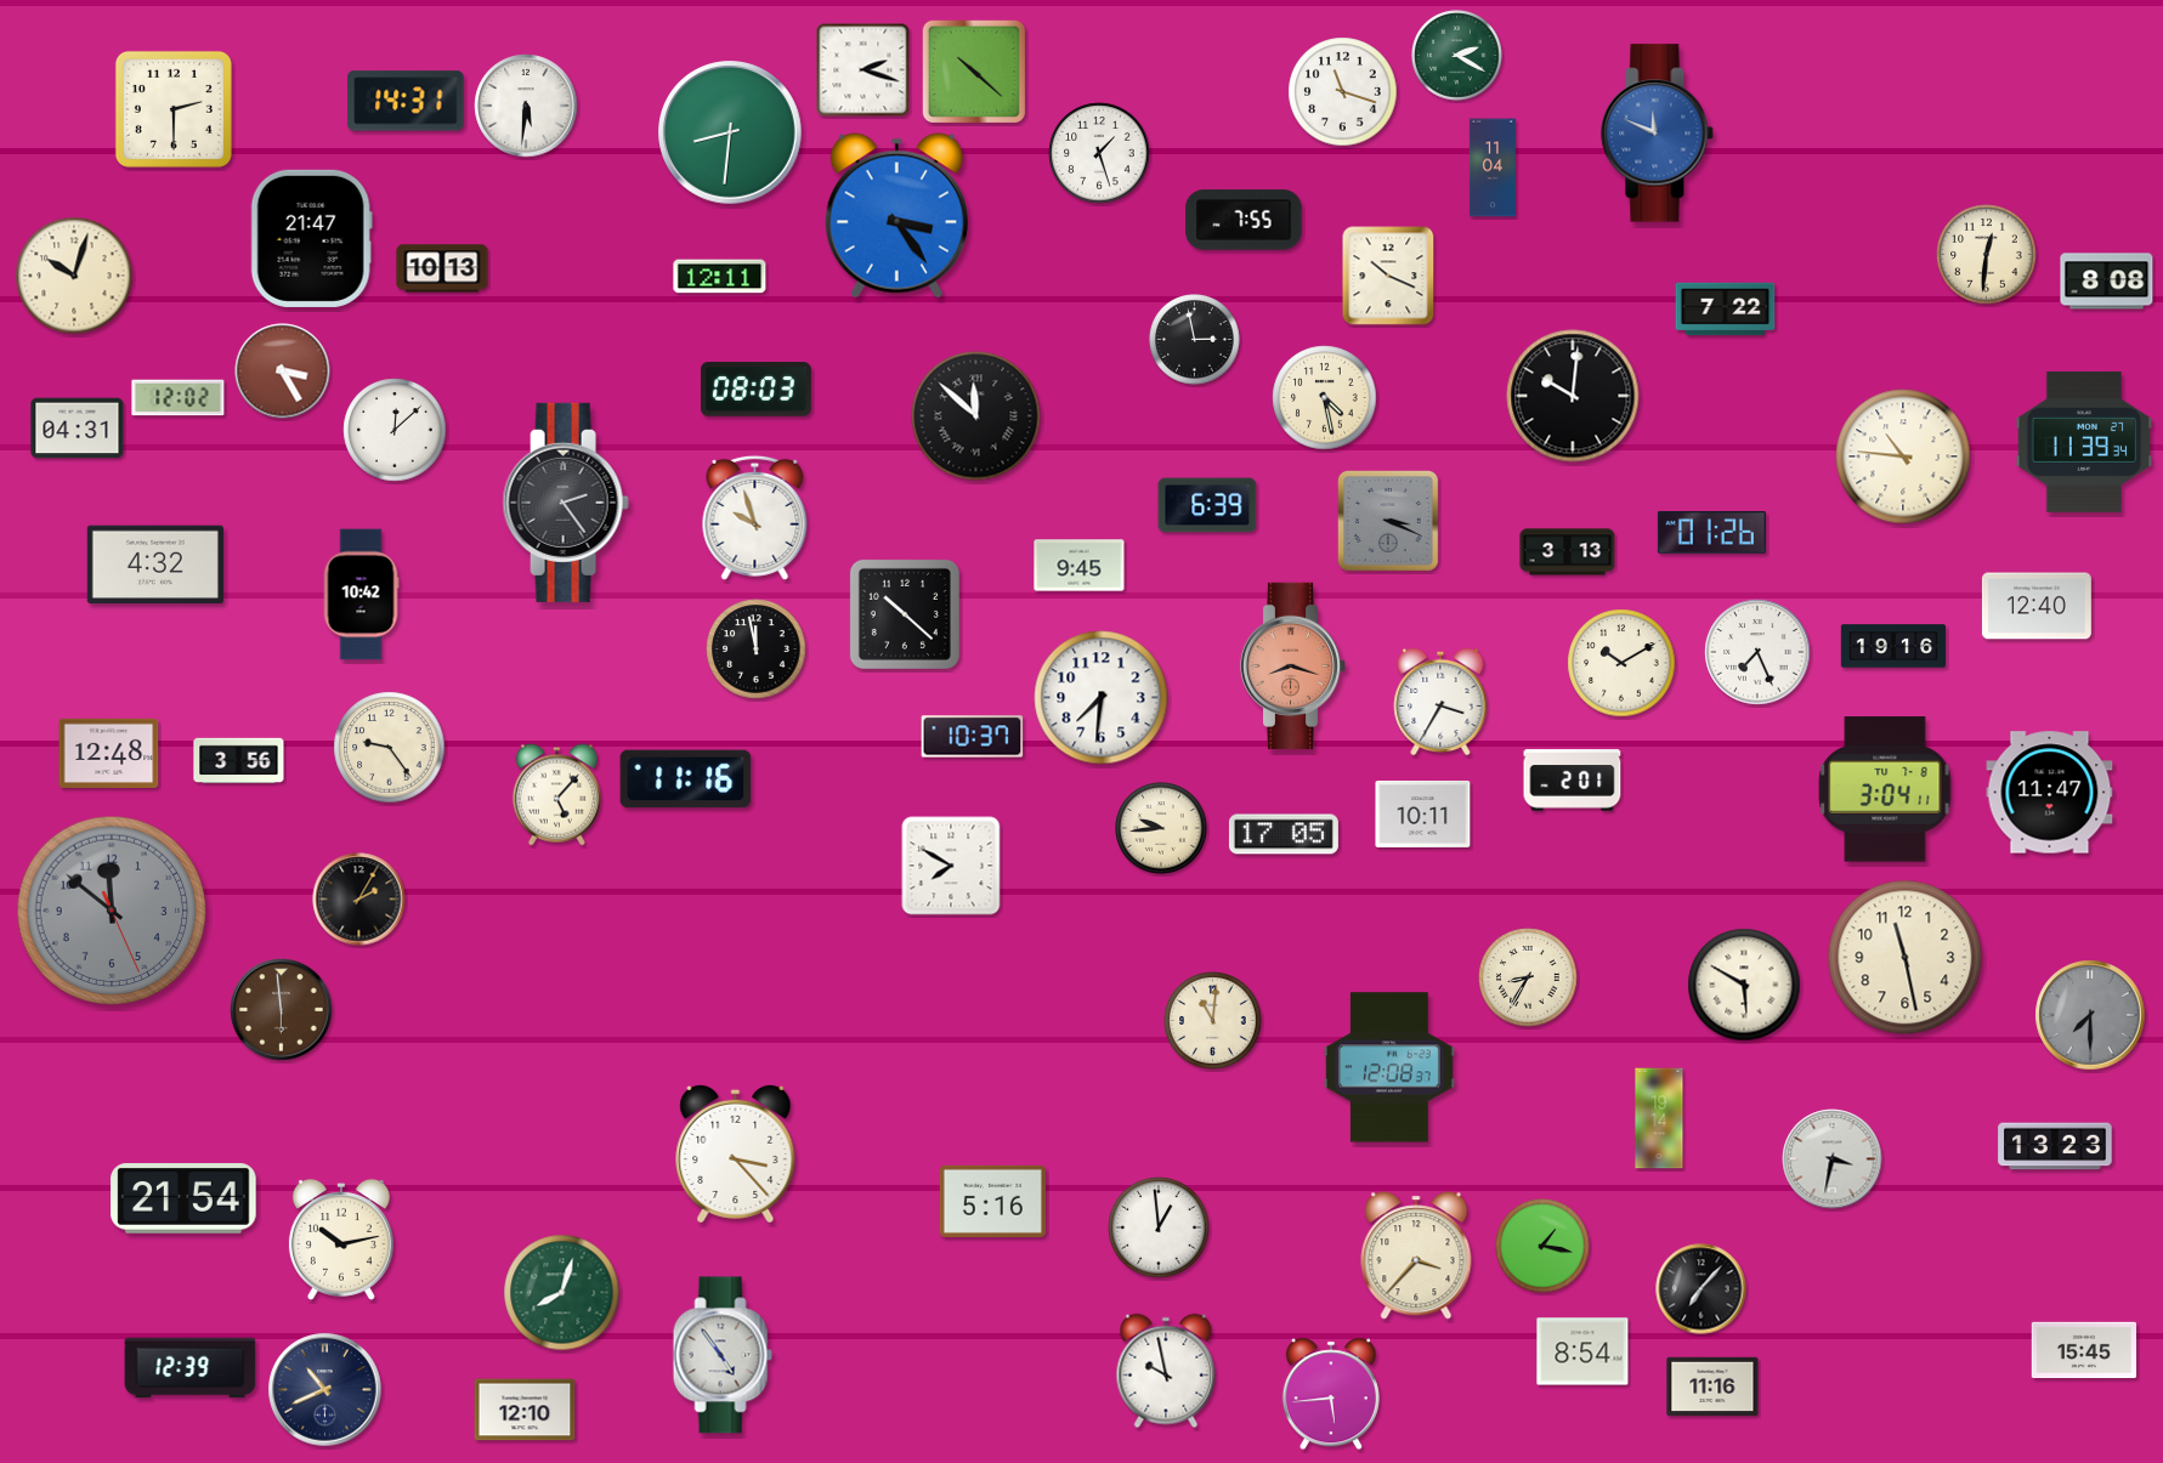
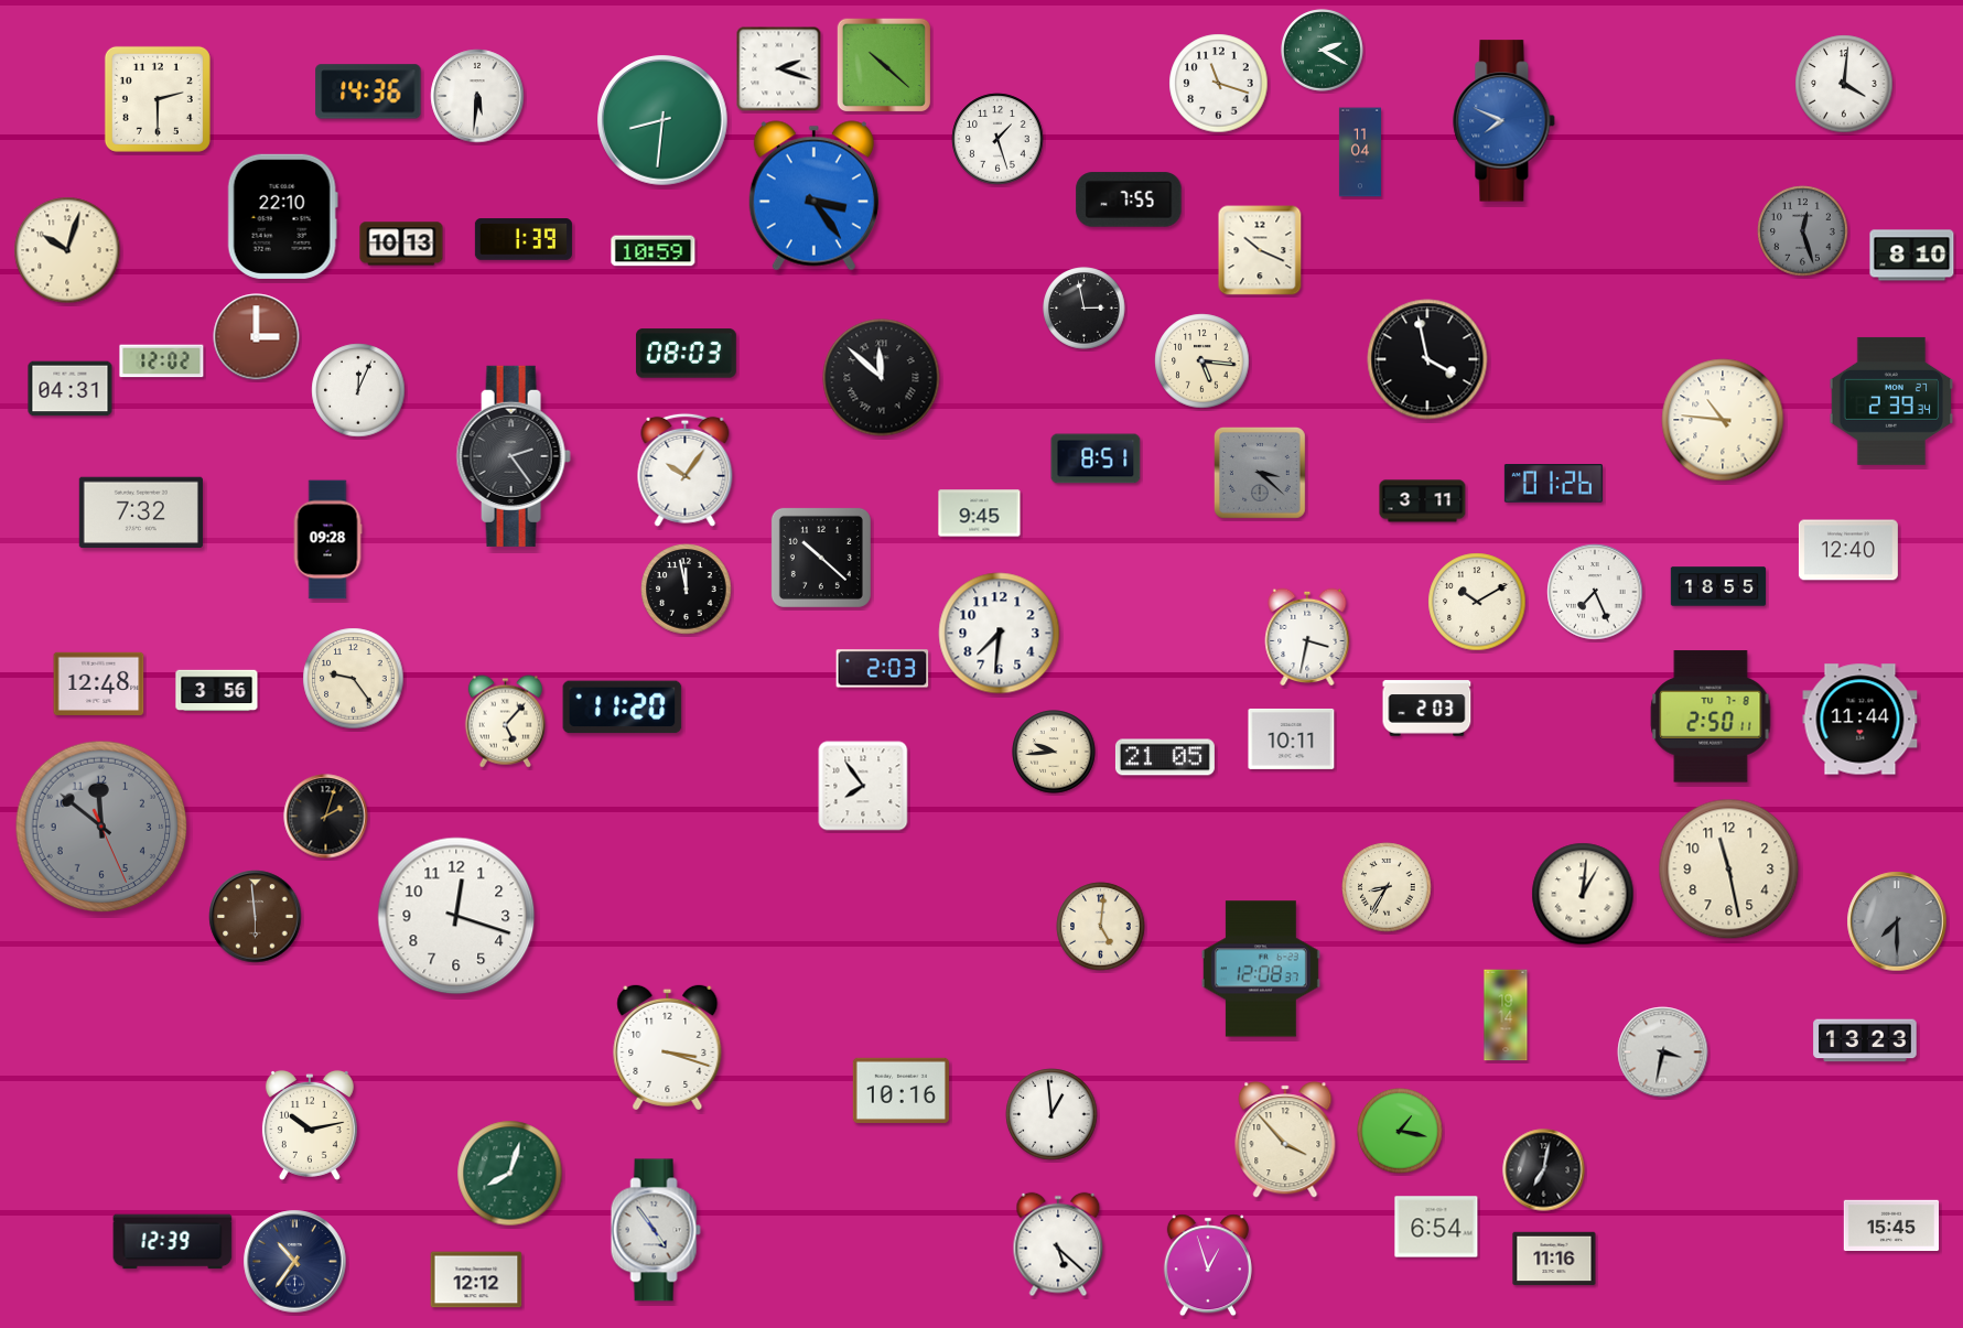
clock at (863, 70) position: (863, 70) -> (779, 69)
clock at (1844, 84): none -> 4:01
clock at (406, 101): 14:31 -> 14:36
clock at (1658, 134): 11:49 -> 7:49
clock at (1493, 168) position: (1493, 168) -> (1360, 152)
clock at (311, 238): 21:47 -> 22:10
clock at (1987, 255): 12:31 -> 12:27
clock at (1987, 255) dial: cream -> grey
clock at (524, 239): none -> 1:39
clock at (720, 277): 12:11 -> 10:59
clock at (2107, 282): 8:08 -> 8:10
clock at (1726, 310): 7:22 -> none
clock at (283, 372): 3:25 -> 3:00
clock at (1573, 396): 10:01 -> 3:58
clock at (1325, 398): 4:28 -> 5:16
clock at (976, 416) position: (976, 416) -> (882, 378)
clock at (395, 430): 12:08 -> 12:04
clock at (2084, 442): 11:39 -> 2:39
clock at (1903, 457) position: (1903, 457) -> (1723, 420)
clock at (1207, 505): 6:39 -> 8:51
clock at (755, 517): 9:57 -> 10:06
clock at (1388, 521): 3:19 -> 3:22
clock at (1568, 552): 3:13 -> 3:11
clock at (155, 565): 4:32 -> 7:32
clock at (361, 595): 10:42 -> 09:28
clock at (1893, 646): 19:16 -> 18:55
clock at (1621, 663) position: (1621, 663) -> (1477, 602)
clock at (1293, 665): 8:18 -> none
clock at (1440, 702): 3:35 -> 3:32
clock at (973, 737): 10:37 -> 2:03
clock at (686, 779): 11:16 -> 11:20
clock at (1573, 781): 2:01 -> 2:03
clock at (1885, 789): 3:04 -> 2:50
clock at (2050, 793): 11:47 -> 11:44
clock at (1284, 834): 17:05 -> 21:05
clock at (951, 866): 7:50 -> 7:54
clock at (359, 900): 2:05 -> 2:03
clock at (1744, 985): 5:50 -> 1:01
clock at (456, 916): none -> 12:18
clock at (1213, 1021): 11:01 -> 5:01
clock at (736, 1153): 3:23 -> 3:18
clock at (183, 1200): 21:54 -> none
clock at (992, 1201): 5:16 -> 10:16
clock at (1416, 1255): 3:37 -> 3:53
clock at (1701, 1289): 7:07 -> 7:02
clock at (1582, 1351): 8:54 -> 6:54
clock at (1166, 1371): 9:58 -> 5:22
clock at (325, 1390): 10:41 -> 10:36
clock at (1331, 1394): 5:44 -> 12:57
clock at (525, 1410): 12:10 -> 12:12
